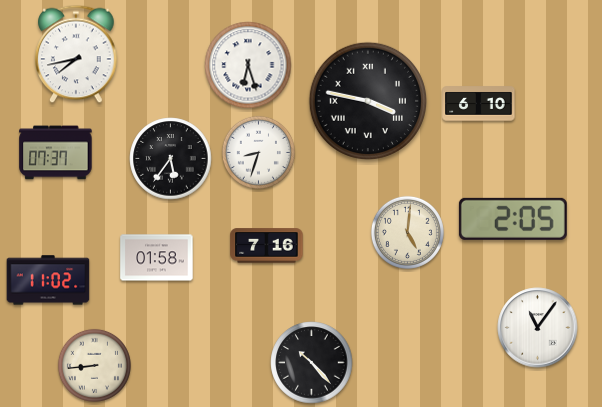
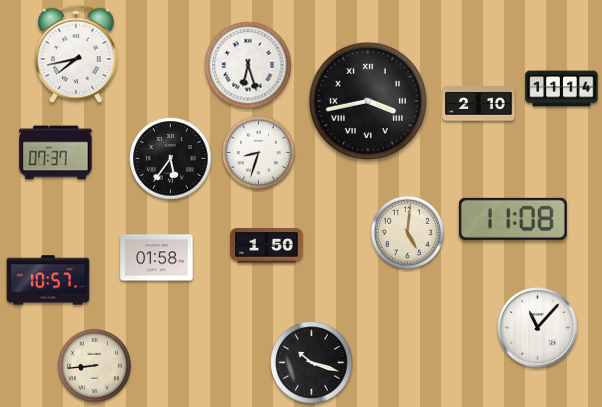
clock at (562, 89): none -> 11:14
clock at (367, 100): 3:47 -> 3:43
clock at (479, 104): 6:10 -> 2:10
clock at (513, 219): 2:05 -> 11:08
clock at (267, 246): 7:16 -> 1:50
clock at (48, 280): 11:02 -> 10:57
clock at (538, 328): 11:06 -> 11:07
clock at (312, 363): 10:23 -> 10:18
